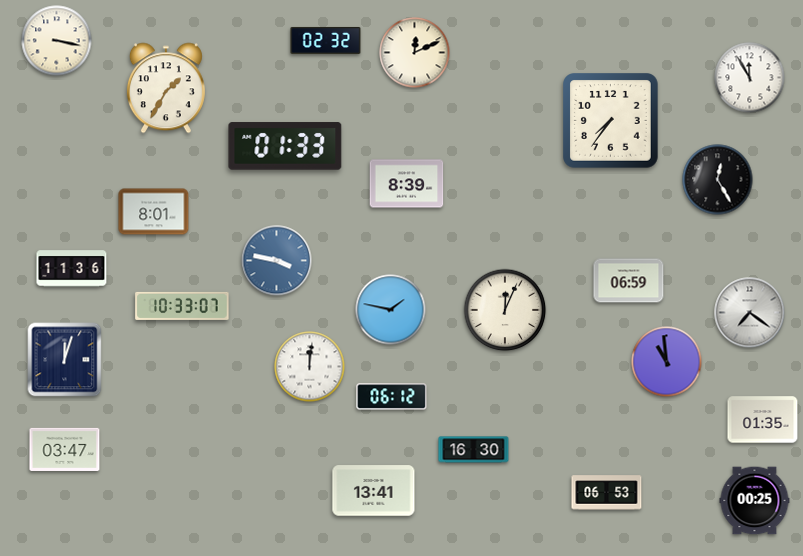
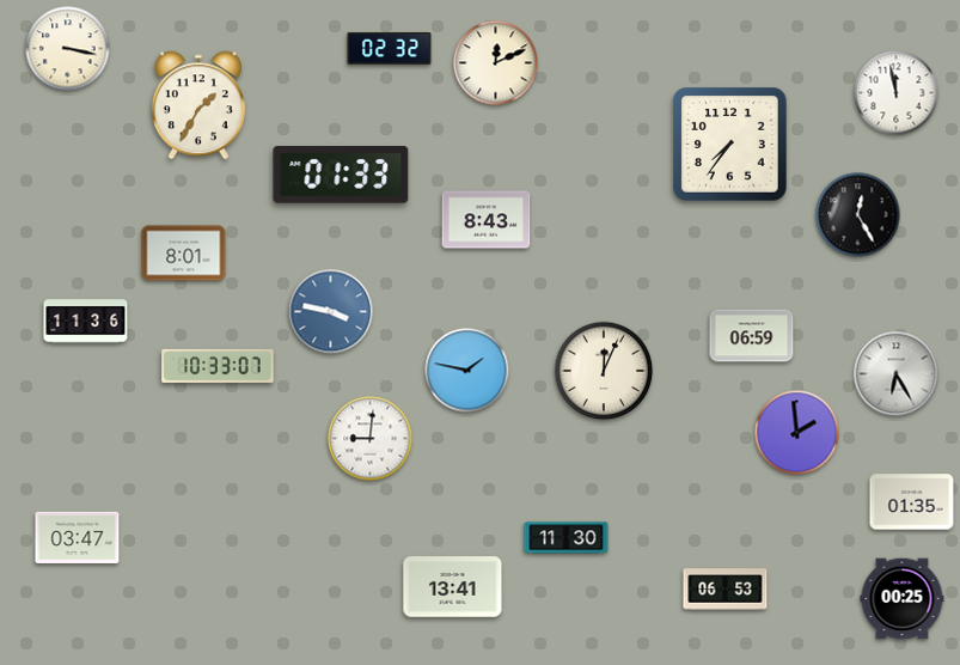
clock at (750, 78): 11:55 -> 11:58
clock at (407, 184): 8:39 -> 8:43
clock at (750, 313): 7:21 -> 6:25
clock at (65, 360): 12:03 -> none
clock at (667, 362): 10:59 -> 1:59
clock at (310, 367): 12:01 -> 9:01
clock at (392, 397): 06:12 -> none
clock at (474, 450): 16:30 -> 11:30
clock at (374, 491) position: (374, 491) -> (453, 587)
